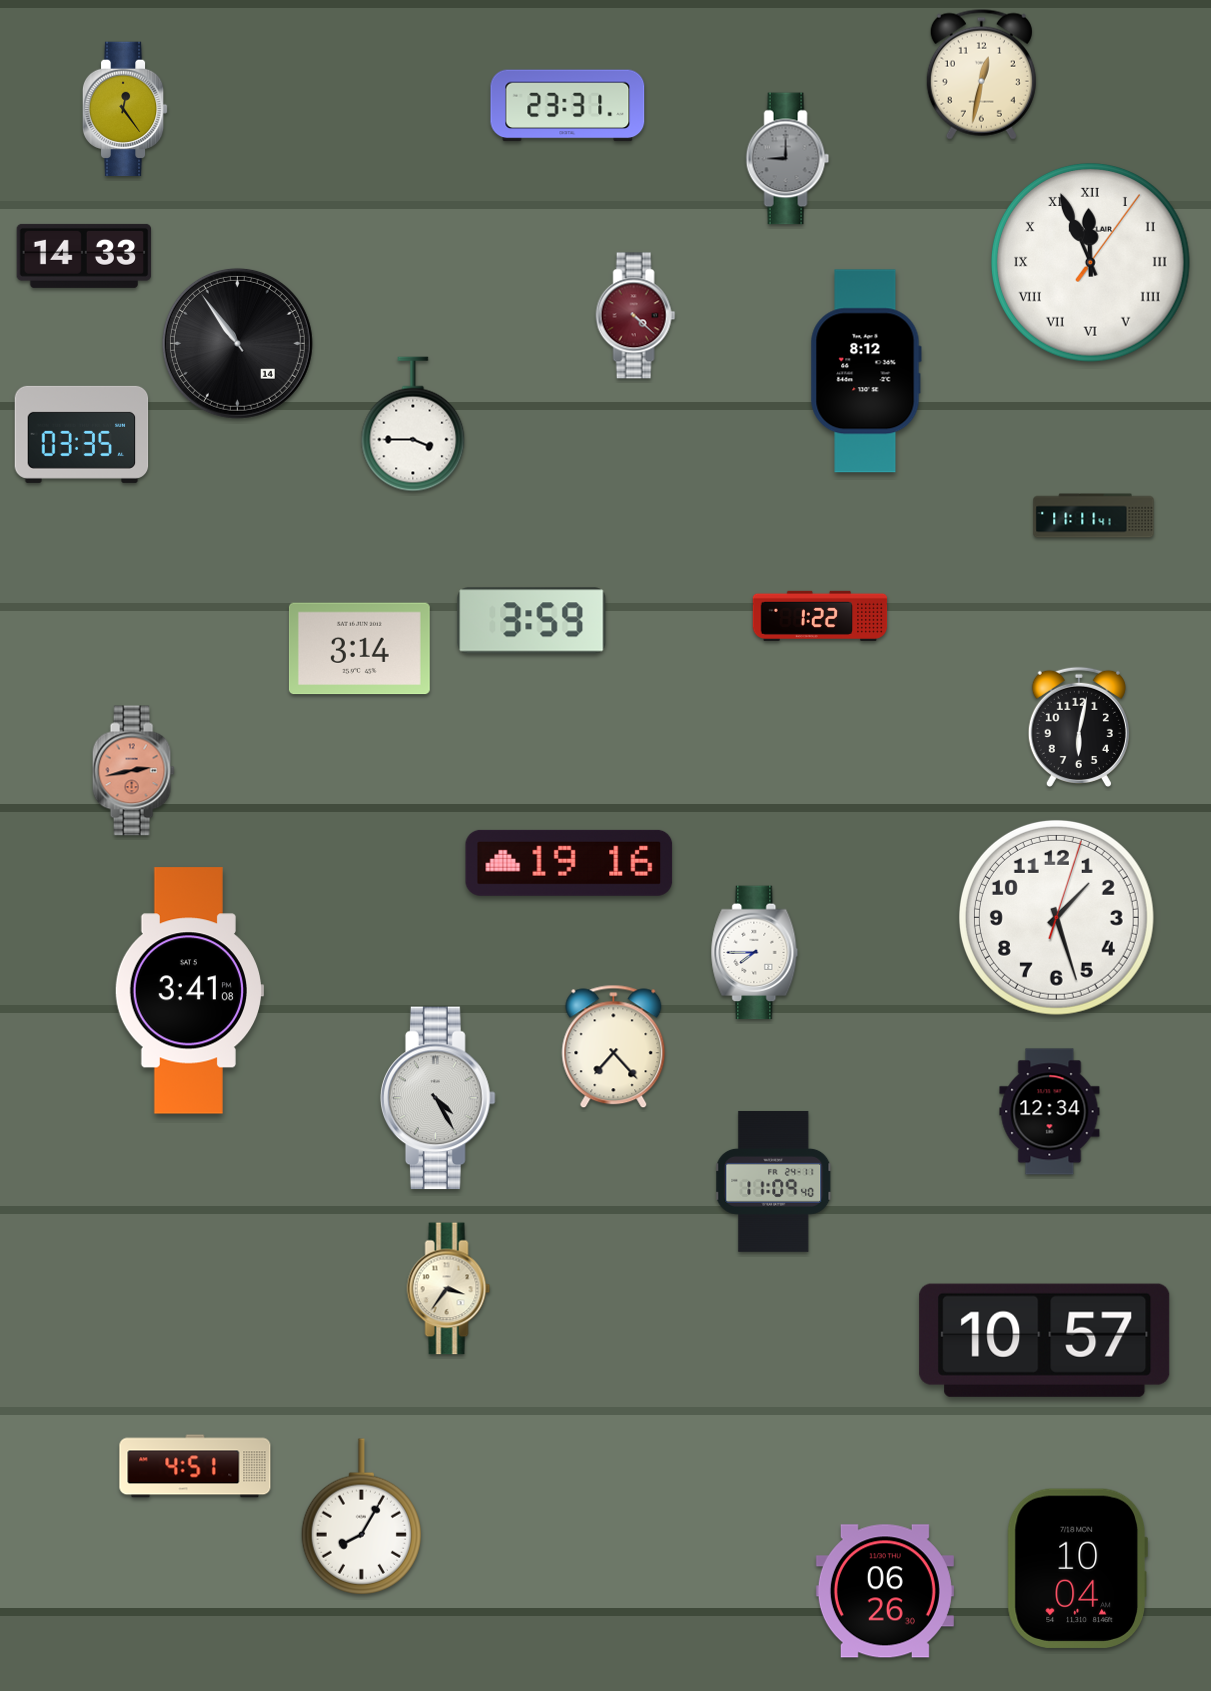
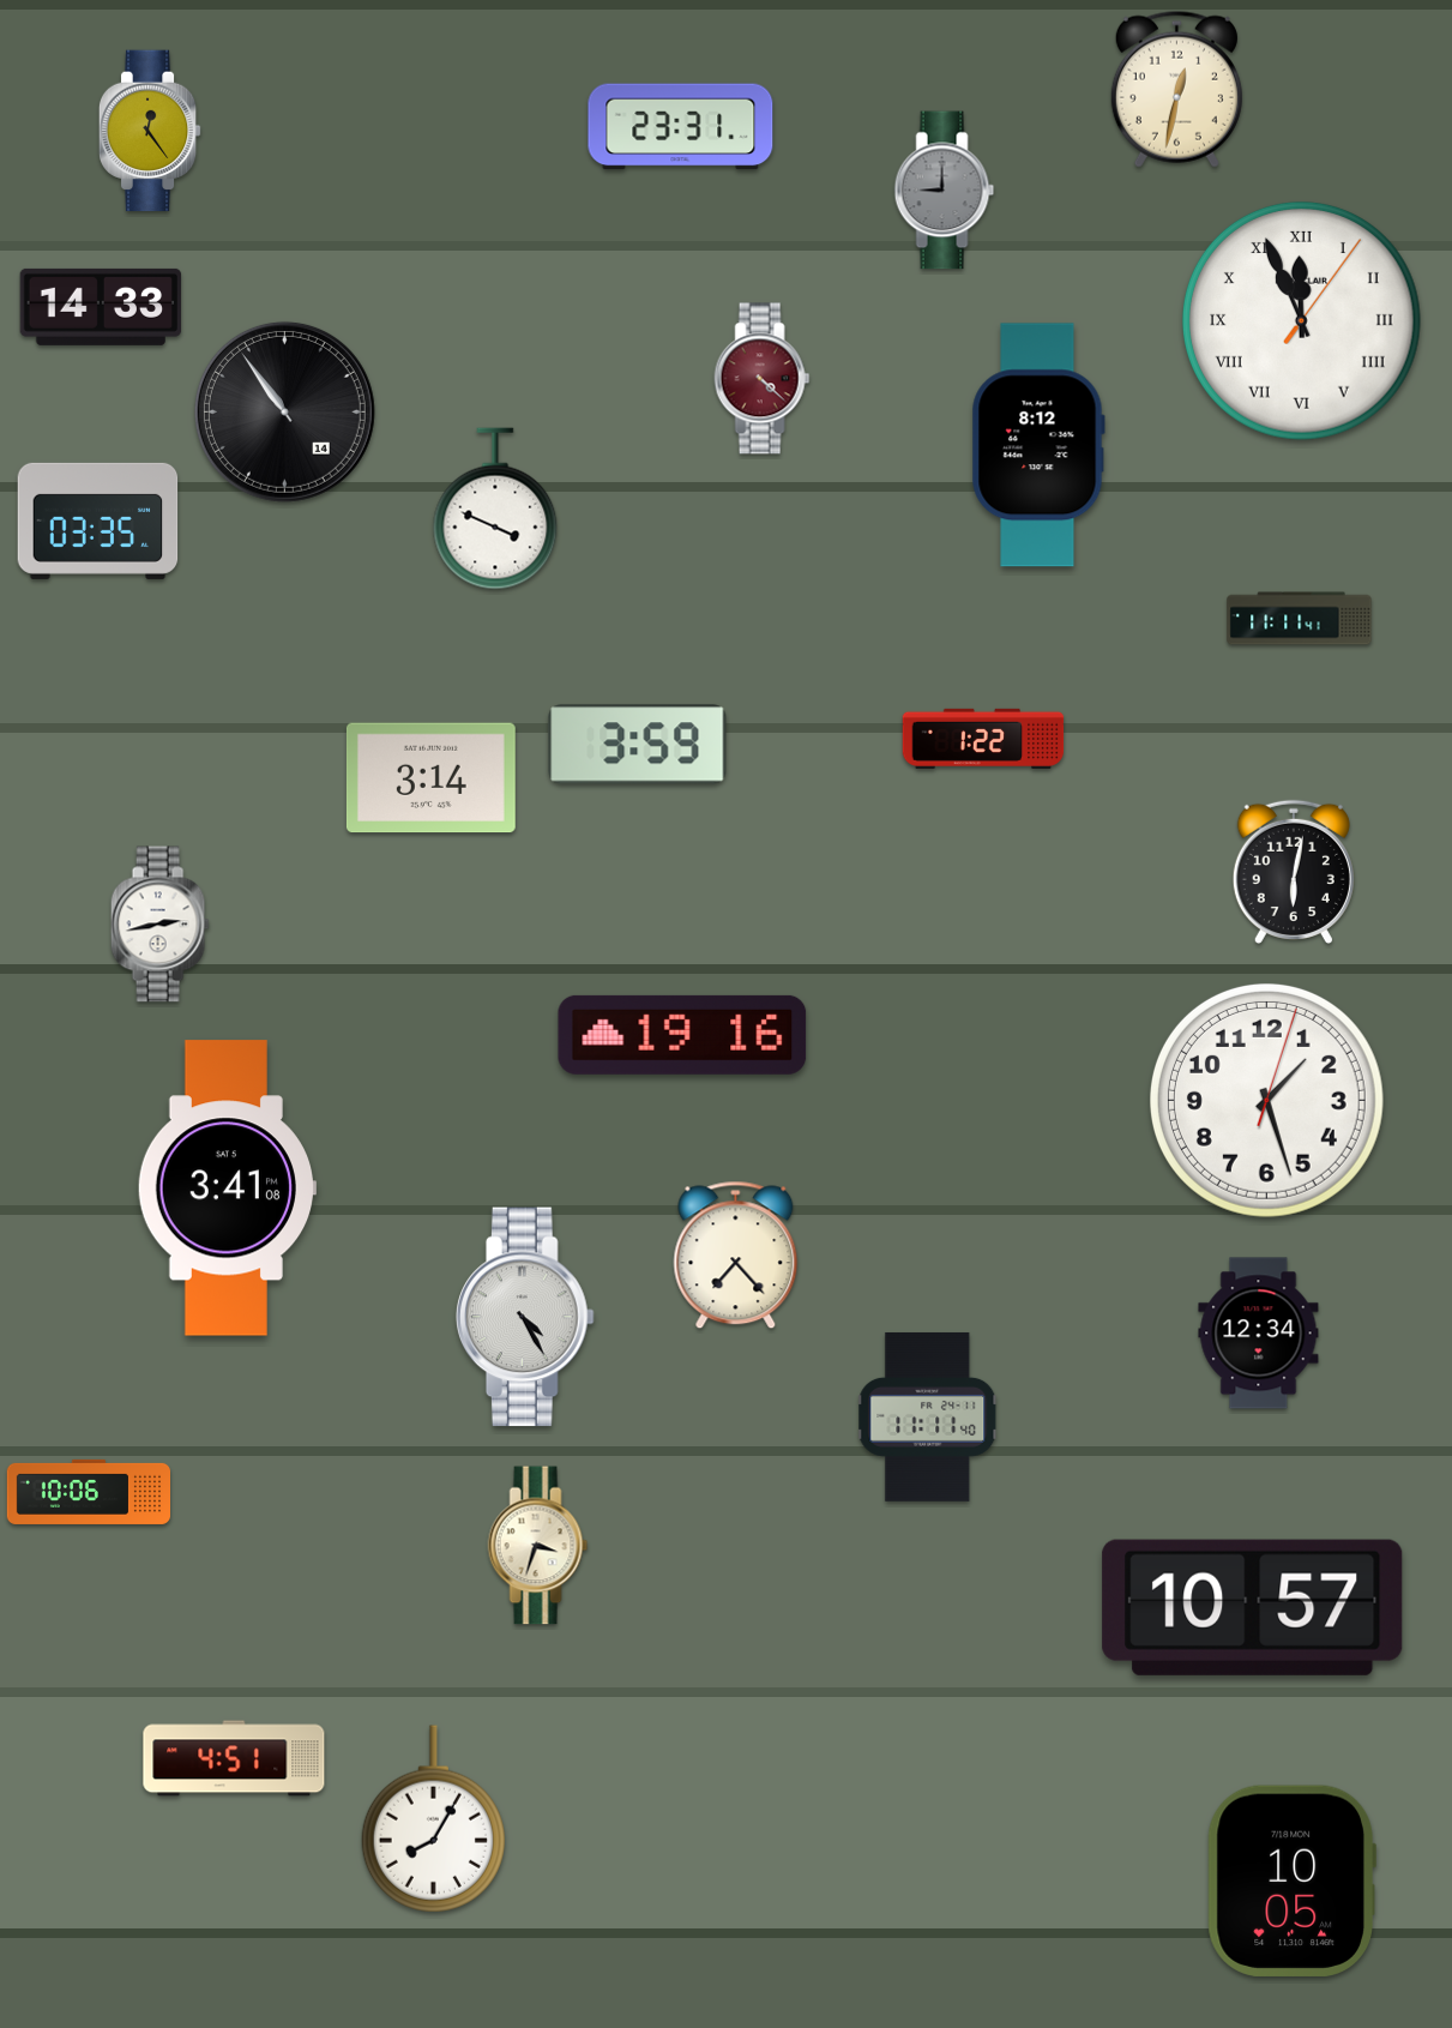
clock at (1091, 263) position: (1091, 263) -> (1302, 321)
clock at (413, 424): 3:45 -> 3:49
clock at (1094, 516) position: (1094, 516) -> (1300, 619)
clock at (133, 771) dial: salmon -> white
clock at (755, 953): 7:45 -> none
clock at (774, 1181): 11:09 -> 11:11
clock at (88, 1492): none -> 10:06
clock at (449, 1289): 3:36 -> 3:33
clock at (1077, 1568): 10:04 -> 10:05
clock at (885, 1591): 06:26 -> none
